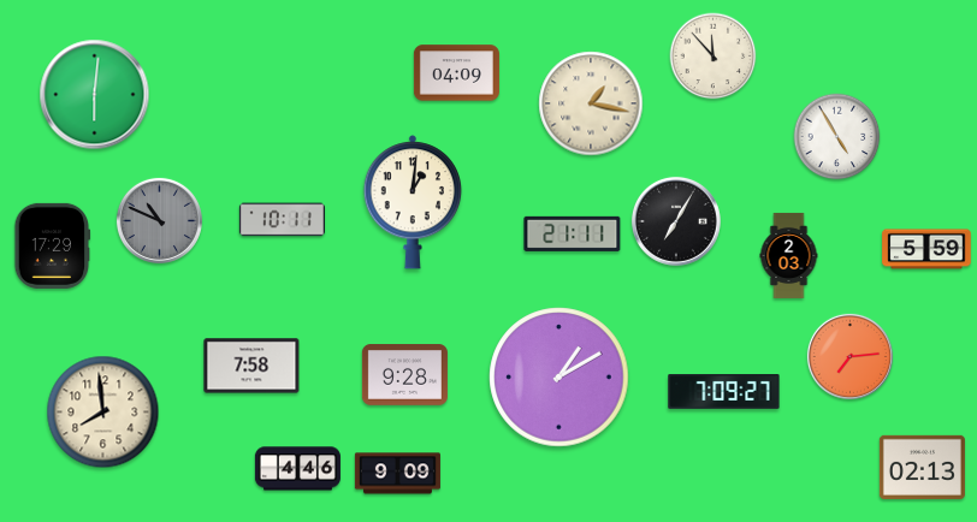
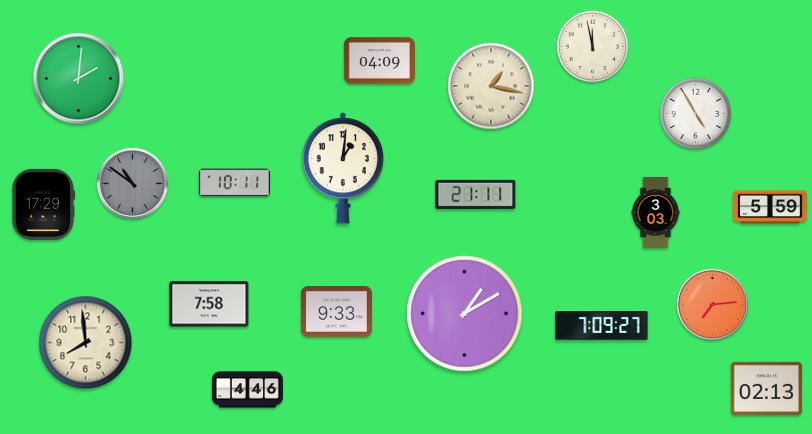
clock at (713, 57): 11:53 -> 11:58
clock at (95, 95): 6:01 -> 2:01
clock at (159, 220): 10:49 -> 10:51
clock at (676, 221): 7:05 -> none
clock at (789, 255): 2:03 -> 3:03
clock at (849, 356) position: (849, 356) -> (712, 304)
clock at (404, 375): 9:28 -> 9:33
clock at (397, 474): 9:09 -> none
